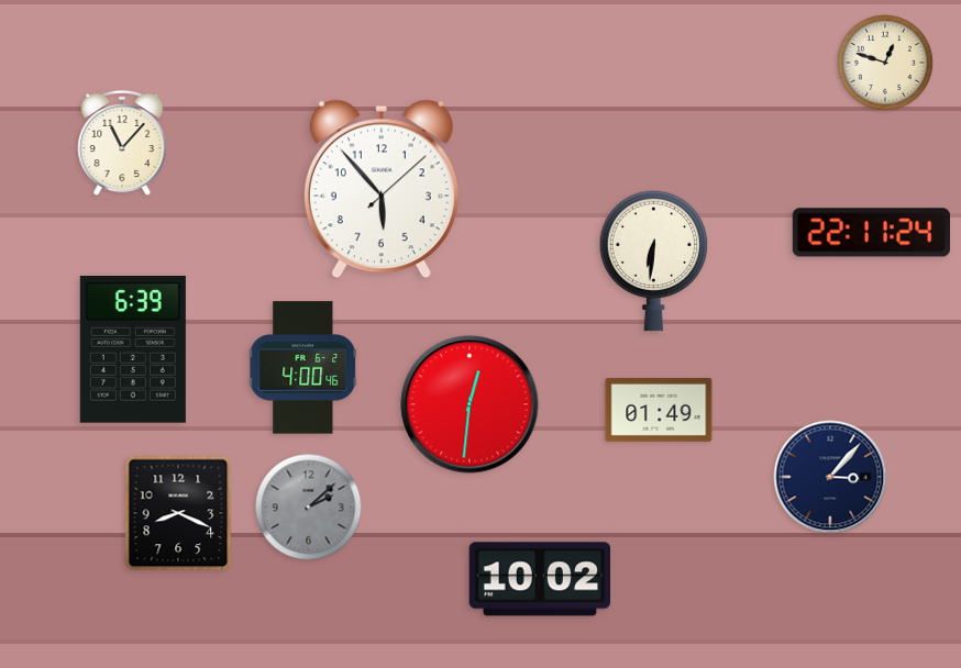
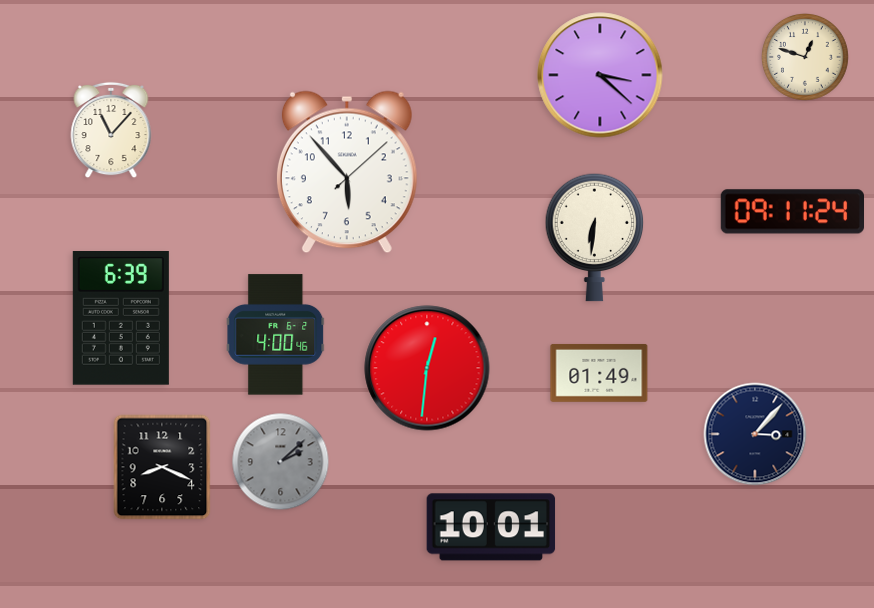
clock at (600, 75): none -> 3:22
clock at (871, 233): 22:11 -> 09:11
clock at (540, 579): 10:02 -> 10:01
